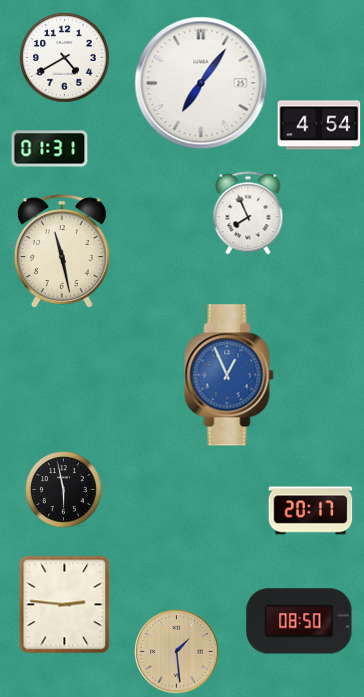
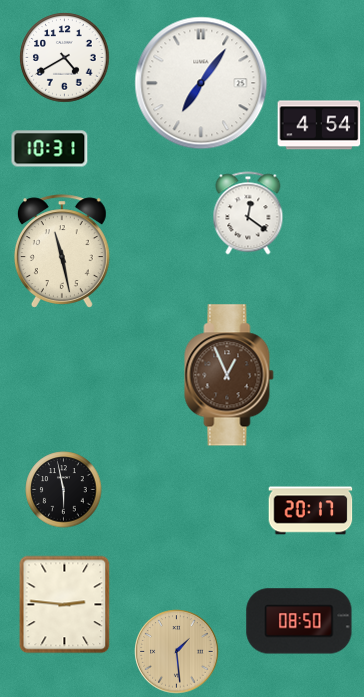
clock at (50, 149): 01:31 -> 10:31
clock at (248, 213): 7:56 -> 12:21
clock at (229, 375) dial: blue -> brown
